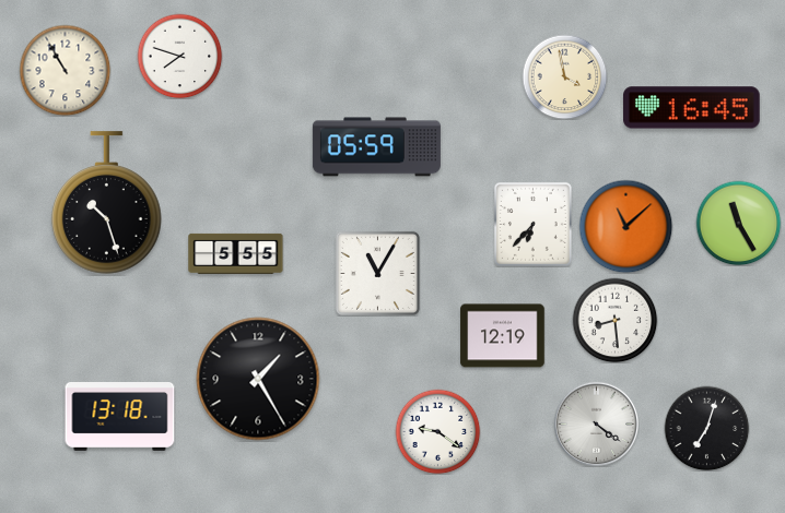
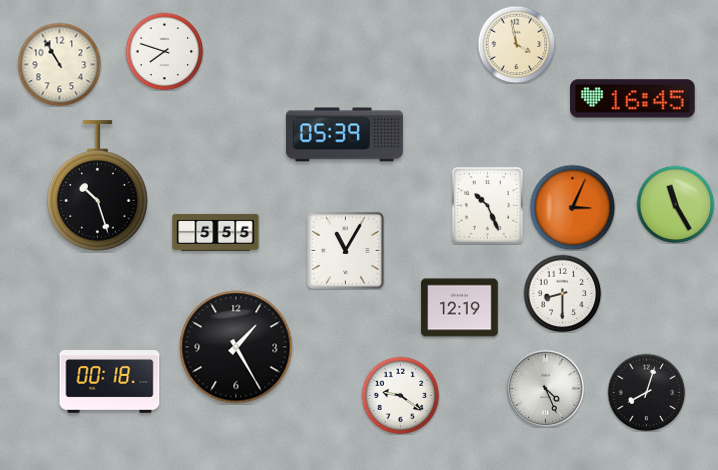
clock at (564, 76) position: (564, 76) -> (516, 44)
clock at (376, 147): 05:59 -> 05:39
clock at (532, 224): 6:37 -> 10:26
clock at (625, 226): 11:08 -> 3:04
clock at (614, 320): 8:29 -> 8:30
clock at (120, 417): 13:18 -> 00:18
clock at (596, 423): 4:21 -> 4:26
clock at (706, 428): 7:03 -> 8:03
